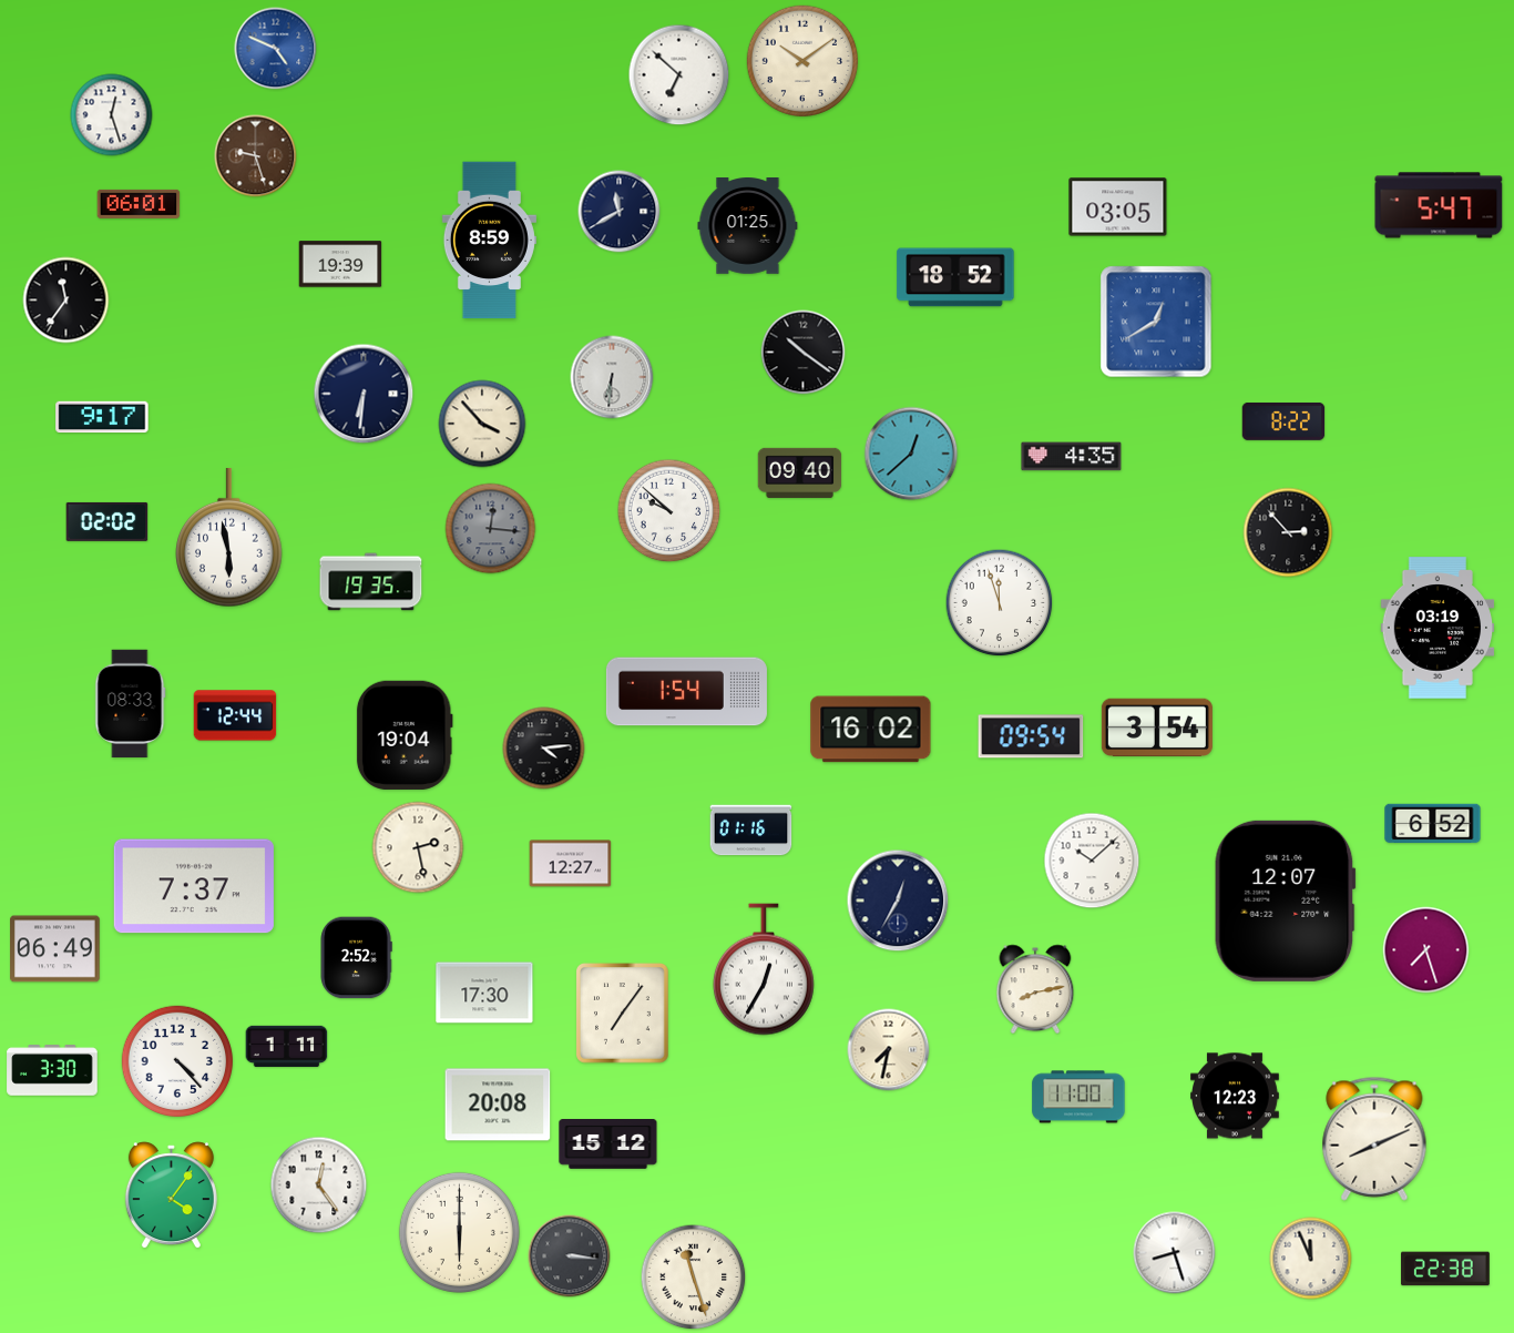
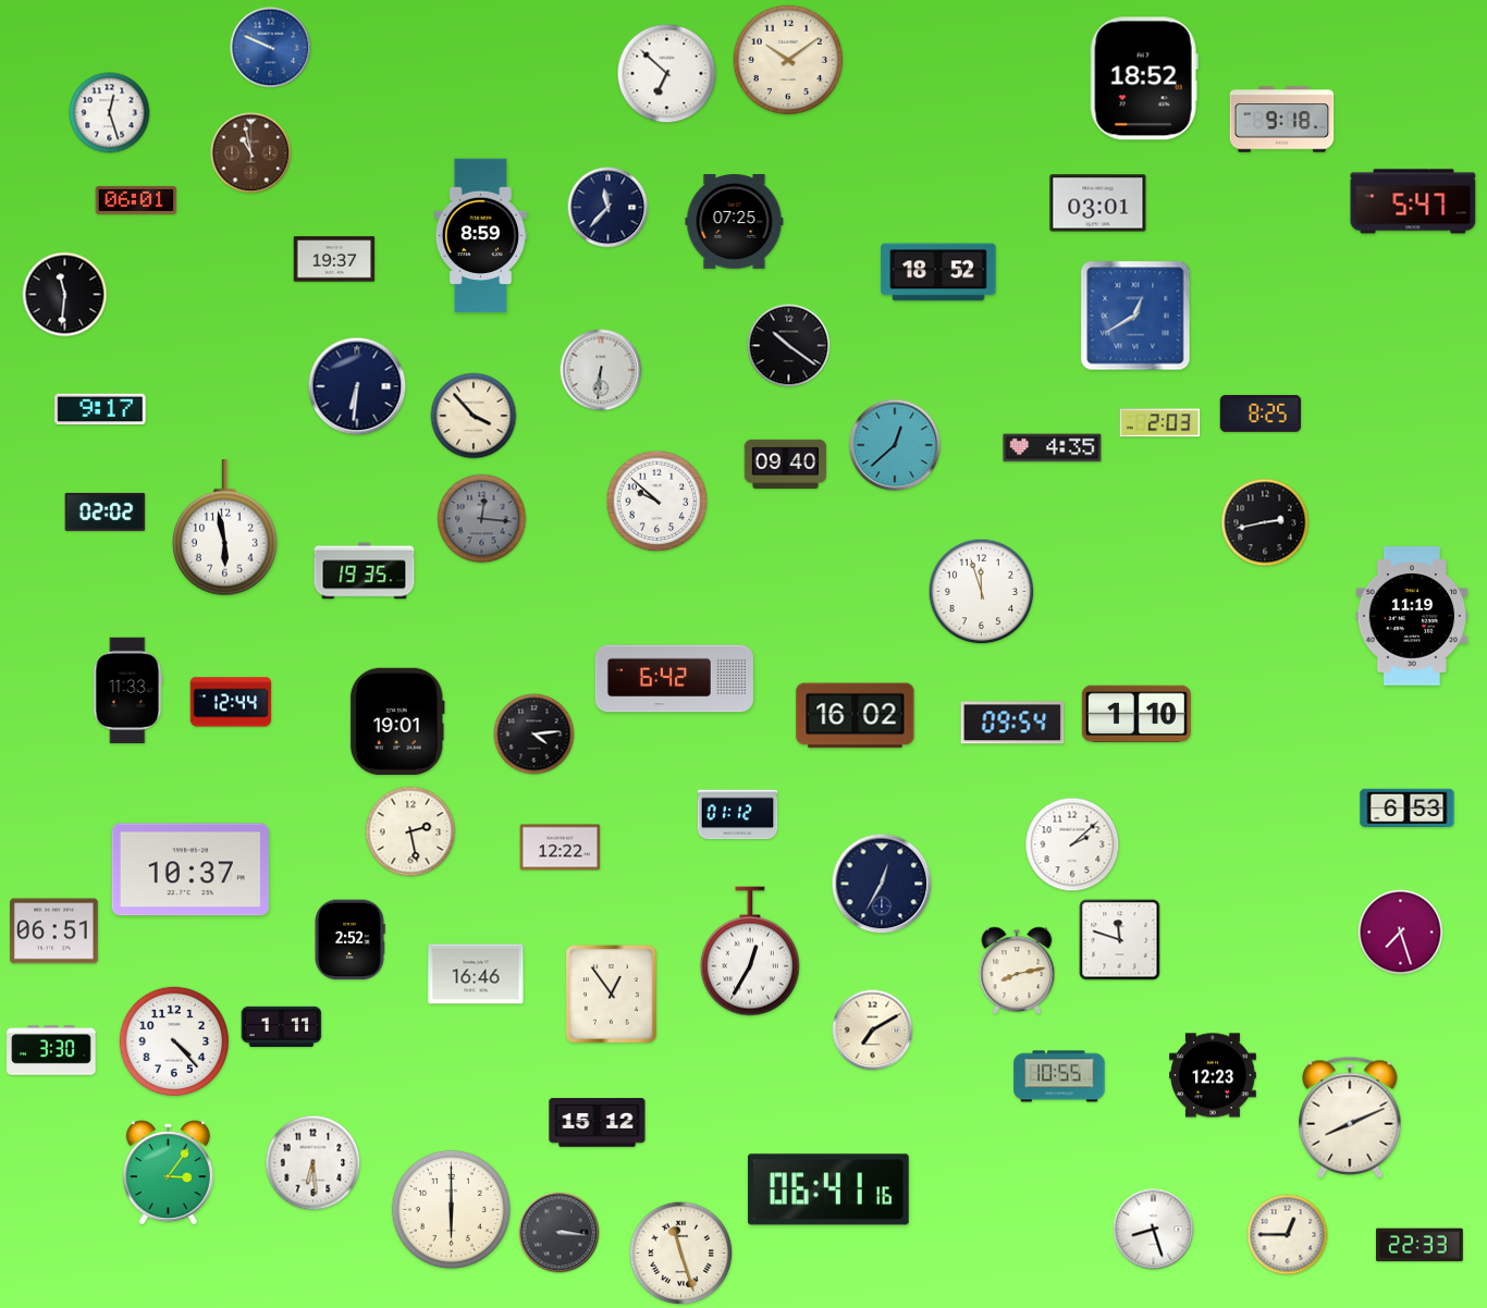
clock at (276, 49): 4:49 -> 9:49
clock at (1144, 78): none -> 18:52
clock at (1282, 120): none -> 9:18
clock at (256, 156): 9:27 -> 10:58
clock at (1118, 207): 03:05 -> 03:01
clock at (620, 212): 11:40 -> 11:37
clock at (748, 226): 01:25 -> 07:25
clock at (340, 264): 19:39 -> 19:37
clock at (67, 301): 11:36 -> 11:31
clock at (1283, 421): 8:22 -> 8:25
clock at (1160, 423): none -> 2:03
clock at (1288, 532): 2:53 -> 2:43
clock at (1438, 628): 03:19 -> 11:19
clock at (686, 692): 1:54 -> 6:42
clock at (131, 704): 08:33 -> 11:33
clock at (1157, 726): 3:54 -> 1:10
clock at (405, 735): 19:04 -> 19:01
clock at (1433, 824): 6:52 -> 6:53
clock at (751, 831): 01:16 -> 01:12
clock at (1092, 861): 10:08 -> 2:08
clock at (571, 864): 12:27 -> 12:22
clock at (194, 886): 7:37 -> 10:37
clock at (1285, 900): 12:07 -> none
clock at (55, 949): 06:49 -> 06:51
clock at (1120, 940): none -> 11:48
clock at (484, 993): 17:30 -> 16:46
clock at (623, 1014): 7:06 -> 12:54
clock at (889, 1050): 7:32 -> 7:10
clock at (1078, 1097): 11:00 -> 10:55
clock at (498, 1105): 20:08 -> none
clock at (319, 1186): 12:24 -> 6:29
clock at (171, 1195): 4:06 -> 3:06
clock at (828, 1189): none -> 06:41
clock at (1311, 1259): 11:56 -> 12:45
clock at (1445, 1269): 22:38 -> 22:33
